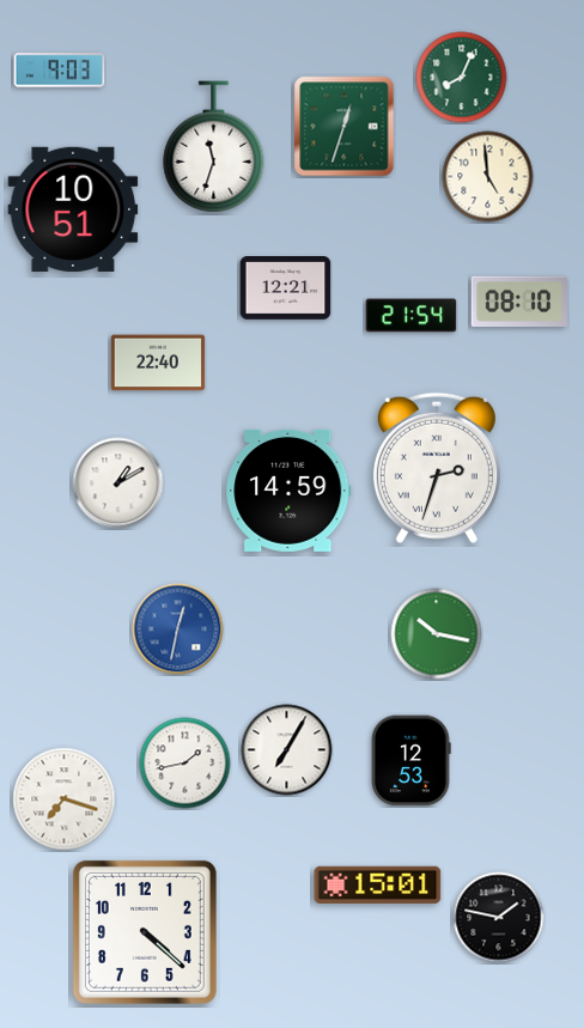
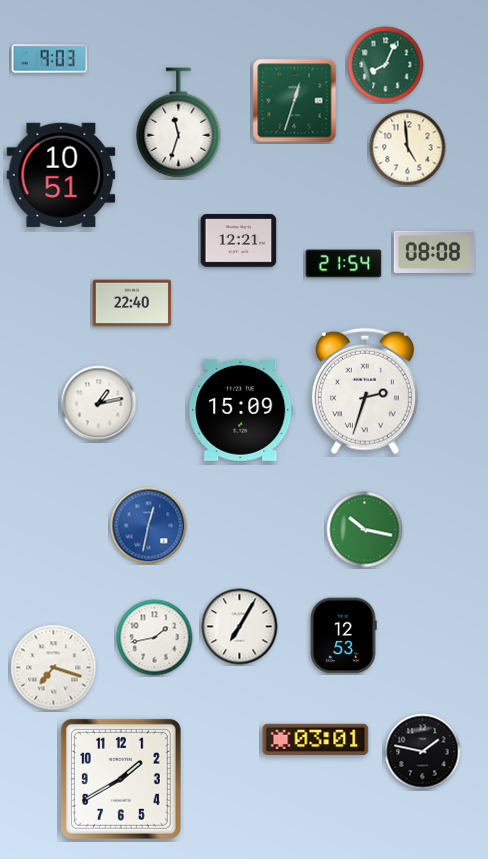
clock at (345, 127) position: (345, 127) -> (295, 101)
clock at (518, 302): 08:10 -> 08:08
clock at (118, 483): 1:10 -> 1:13
clock at (288, 491): 14:59 -> 15:09
clock at (378, 884): 15:01 -> 03:01
clock at (499, 918) position: (499, 918) -> (423, 752)
clock at (145, 932): 4:22 -> 1:40
